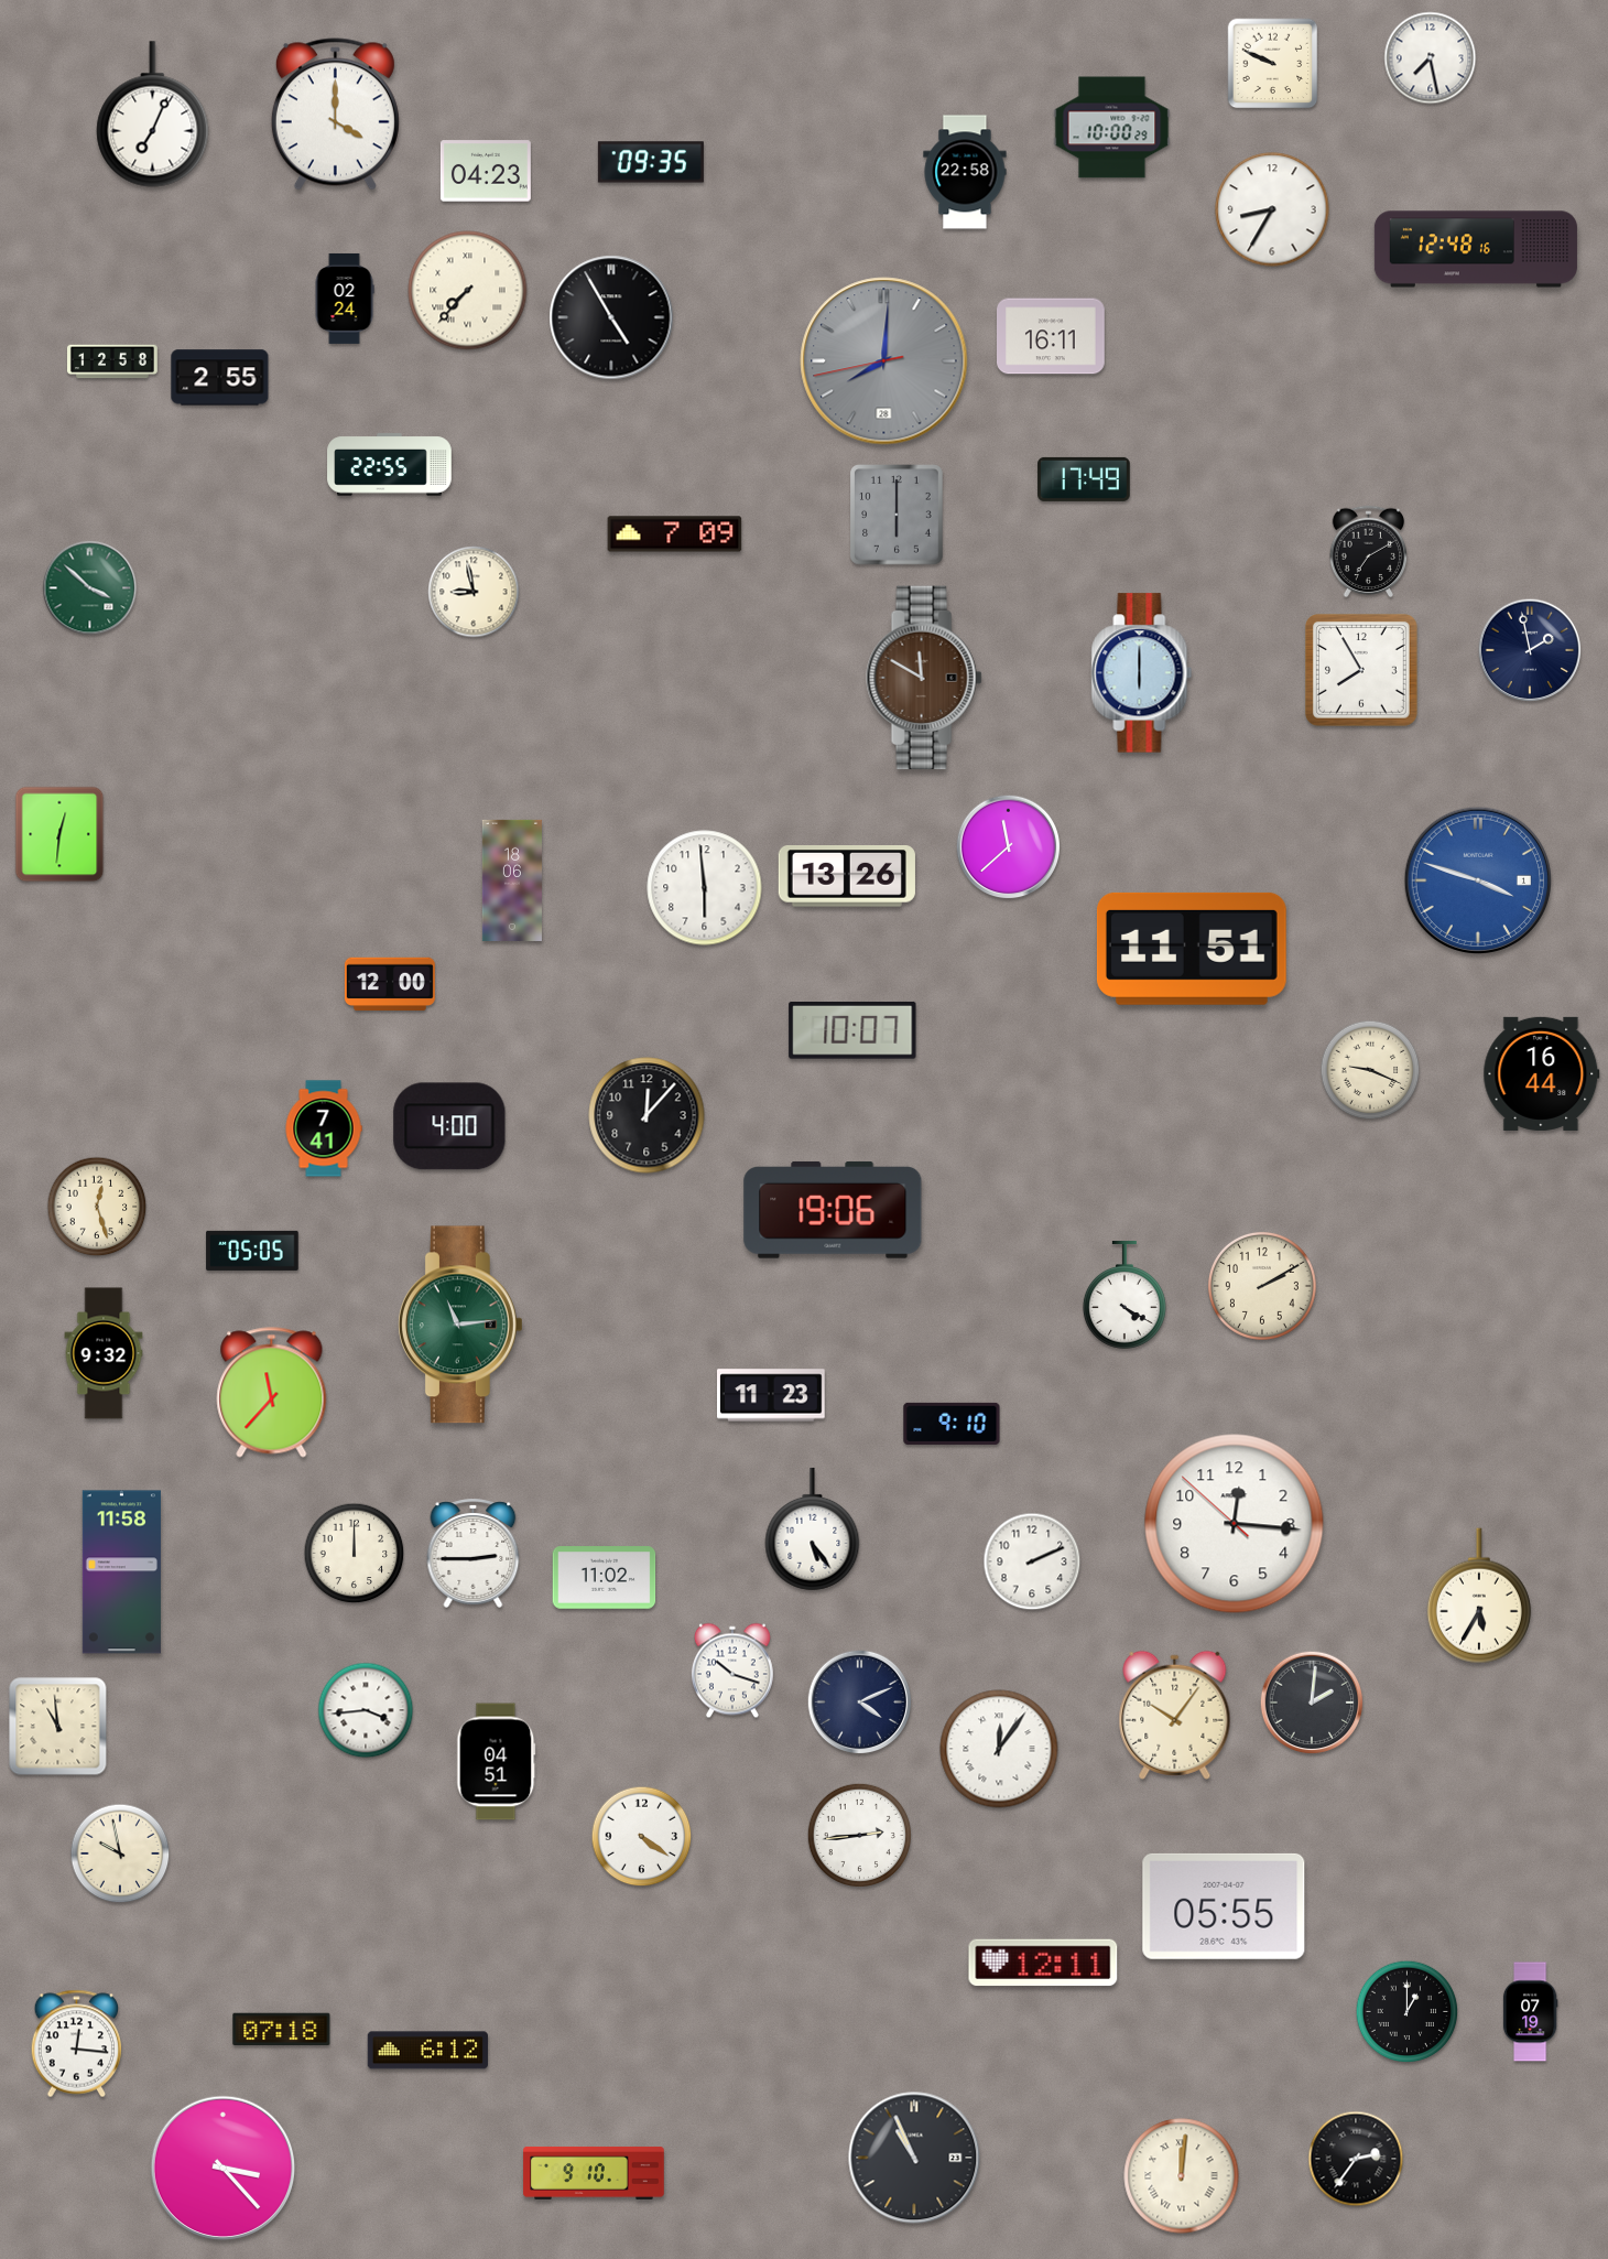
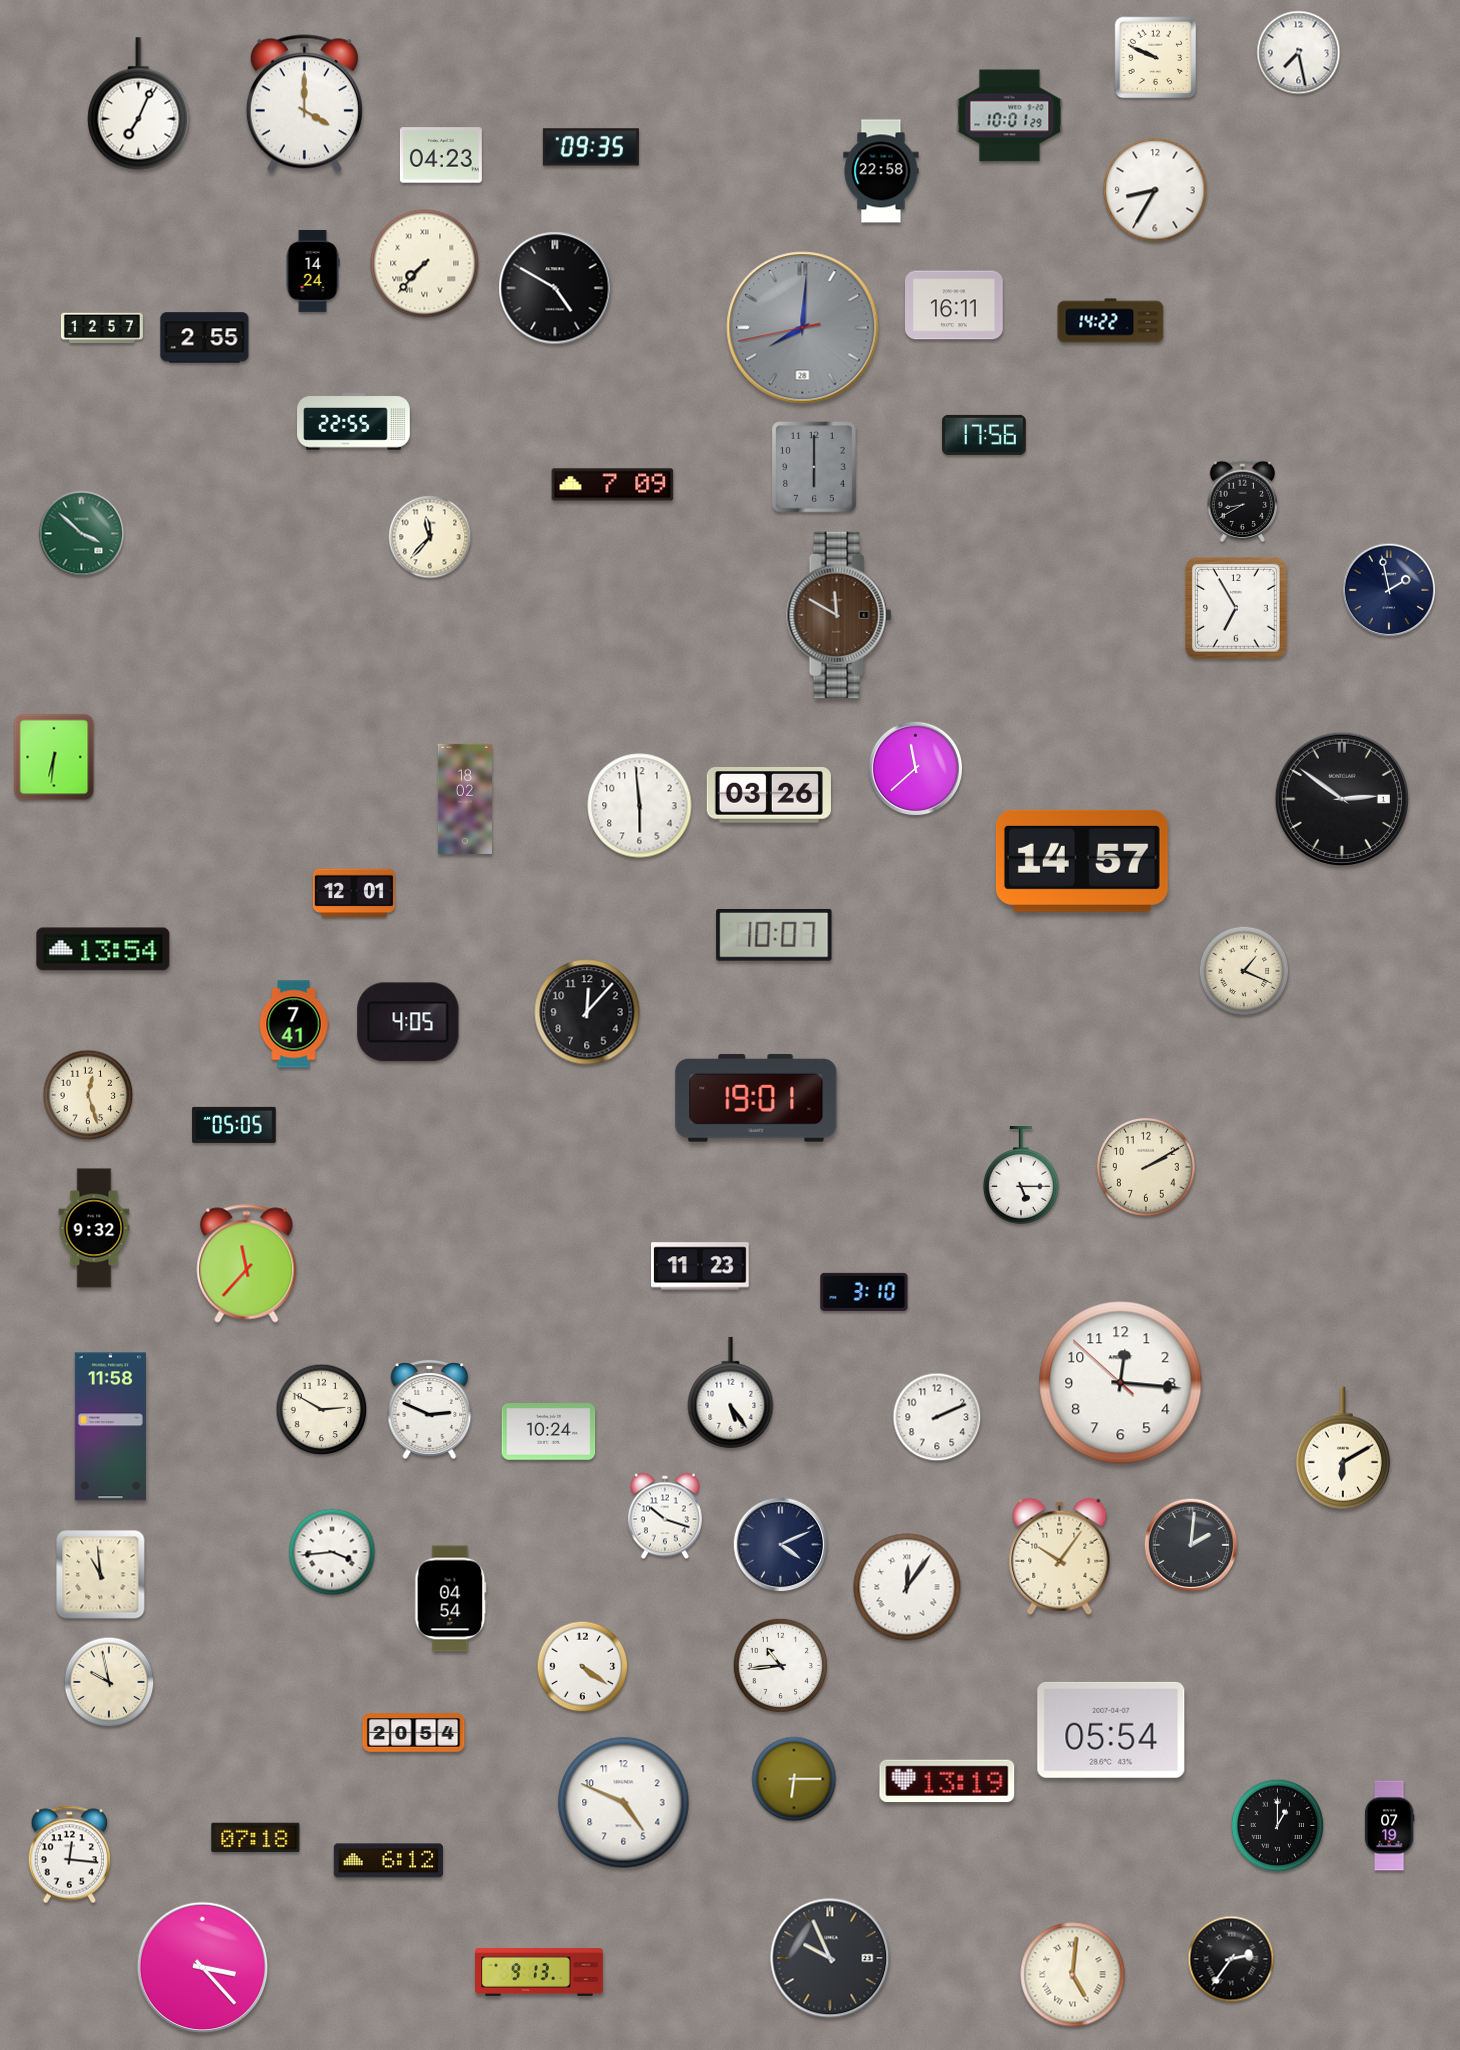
clock at (1112, 128): 10:00 -> 10:01
clock at (965, 172) position: (965, 172) -> (881, 171)
clock at (1476, 249): 12:48 -> none
clock at (345, 299): 02:24 -> 14:24
clock at (611, 317): 4:55 -> 4:50
clock at (1111, 321): none -> 14:22
clock at (112, 361): 12:58 -> 12:57
clock at (220, 378) position: (220, 378) -> (205, 338)
clock at (1084, 479): 17:49 -> 17:56
clock at (1369, 552): 7:10 -> 8:40
clock at (474, 592): 8:58 -> 11:37
clock at (1362, 671): 7:55 -> 6:55
clock at (1142, 673): 6:00 -> none
clock at (59, 834): 12:31 -> 6:31
clock at (847, 876): 13:26 -> 03:26
clock at (512, 880): 18:06 -> 18:02
clock at (1478, 880): 3:48 -> 2:51
clock at (1478, 880) dial: blue -> black
clock at (1192, 949): 11:51 -> 14:57
clock at (390, 984): 12:00 -> 12:01
clock at (103, 949): none -> 13:54
clock at (1370, 1070): 9:19 -> 1:19
clock at (1542, 1073): 16:44 -> none
clock at (449, 1126): 4:00 -> 4:05
clock at (833, 1210): 19:06 -> 19:01
clock at (252, 1251) position: (252, 1251) -> (234, 1125)
clock at (1124, 1295): 4:20 -> 5:15
clock at (460, 1325): 11:14 -> none
clock at (952, 1424): 9:10 -> 3:10
clock at (813, 1530) position: (813, 1530) -> (731, 1393)
clock at (474, 1553): 2:45 -> 2:49
clock at (355, 1554): 12:00 -> 2:50
clock at (605, 1578): 11:02 -> 10:24
clock at (1479, 1596): 5:35 -> 6:10
clock at (1175, 1715) position: (1175, 1715) -> (1060, 1556)
clock at (58, 1727) position: (58, 1727) -> (101, 1575)
clock at (497, 1762): 04:51 -> 04:54
clock at (859, 1835): 2:44 -> 10:44
clock at (1224, 1906): 05:55 -> 05:54
clock at (414, 1733): none -> 20:54
clock at (794, 1779): none -> 6:15
clock at (1043, 1963): 12:11 -> 13:19
clock at (624, 1803): none -> 4:49
clock at (282, 2029) position: (282, 2029) -> (256, 1837)
clock at (914, 2158): 10:56 -> 9:56
clock at (594, 2173): 9:10 -> 9:13
clock at (1182, 2176): 12:01 -> 5:01
